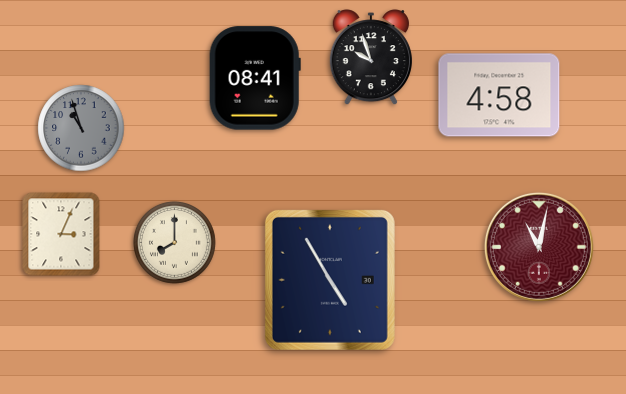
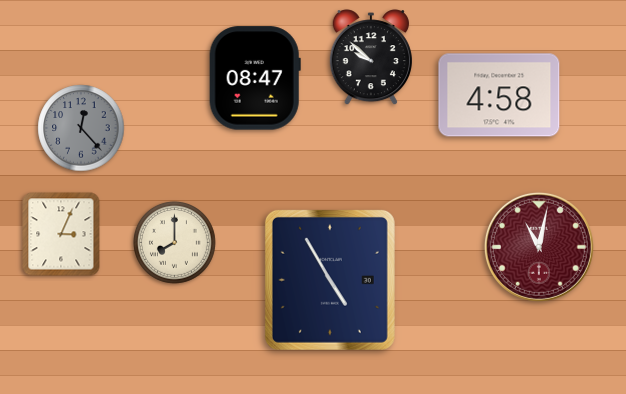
clock at (371, 58): 9:57 -> 9:52
clock at (255, 78): 08:41 -> 08:47
clock at (81, 128): 10:57 -> 12:23
